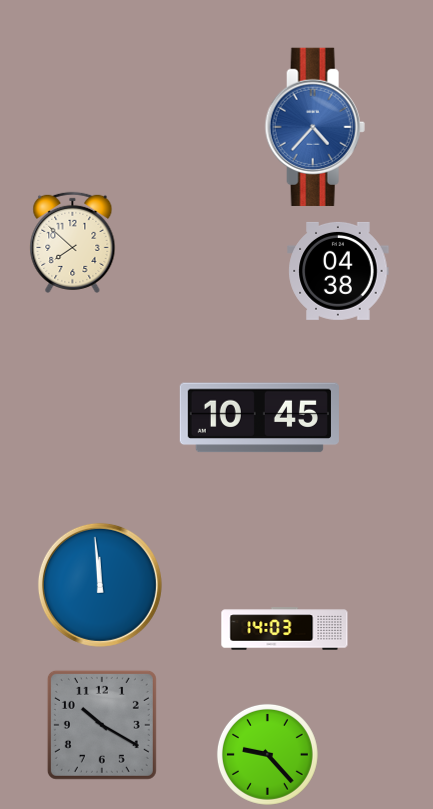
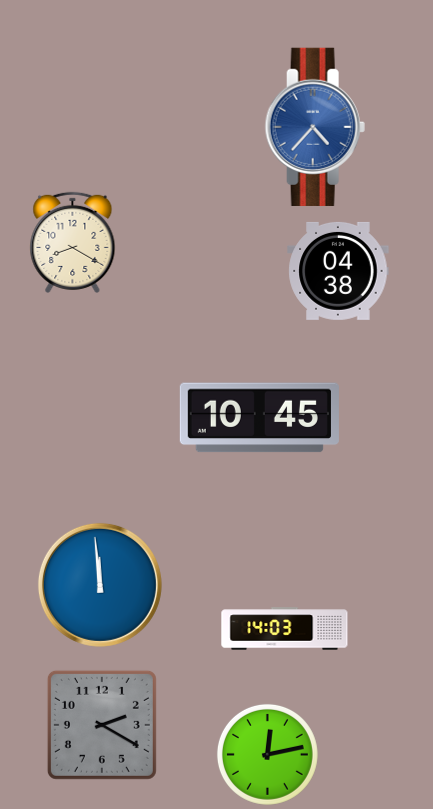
clock at (73, 242): 7:52 -> 8:20
clock at (102, 725): 10:20 -> 2:20
clock at (267, 754): 9:23 -> 12:13
